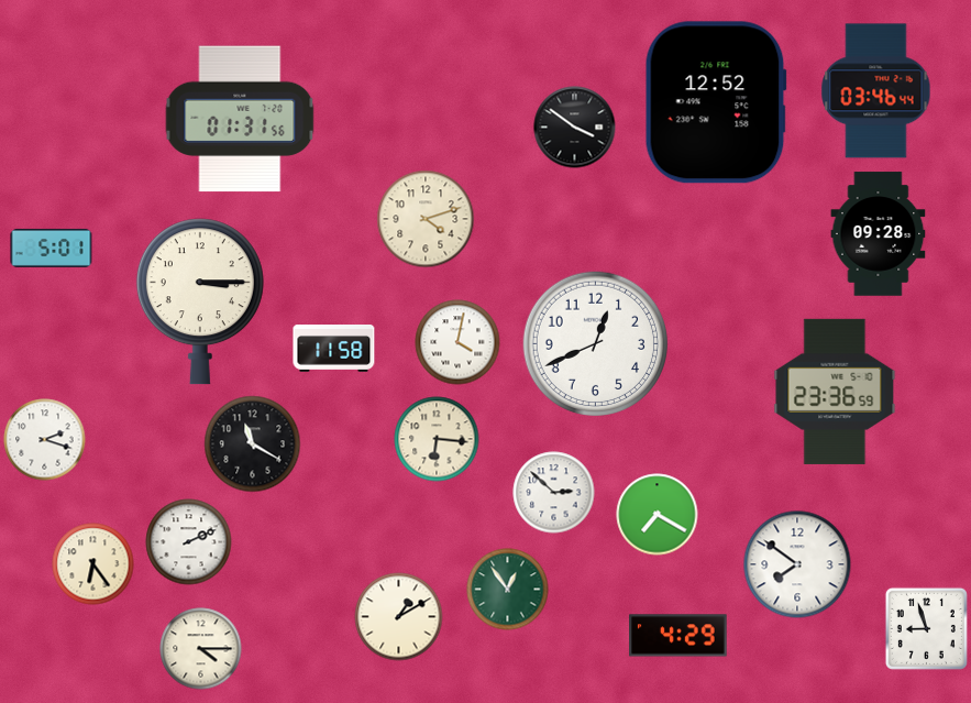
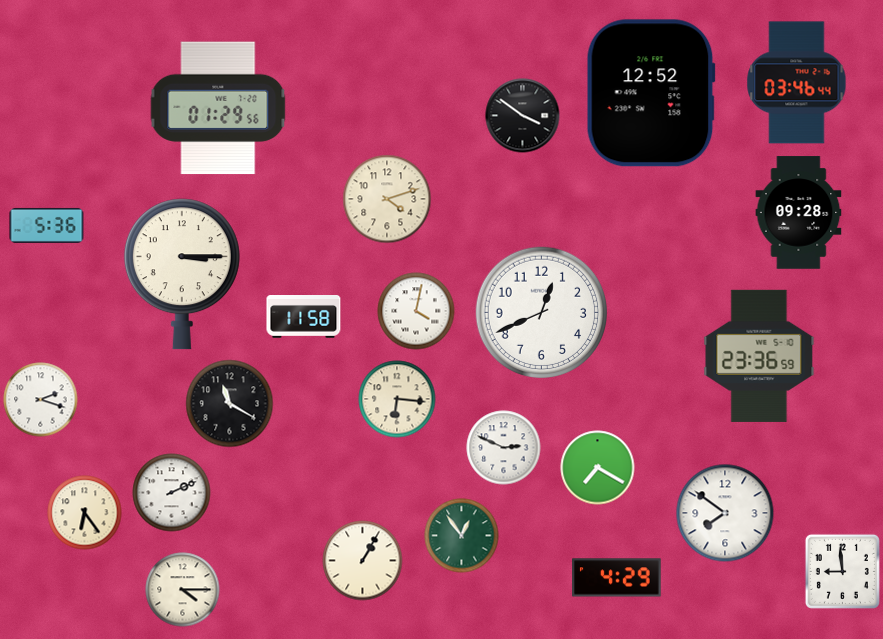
clock at (240, 119): 01:31 -> 01:29
clock at (52, 248): 5:01 -> 5:36
clock at (554, 493): 2:52 -> 2:49
clock at (399, 617): 1:10 -> 1:05
clock at (926, 628): 8:57 -> 8:59
